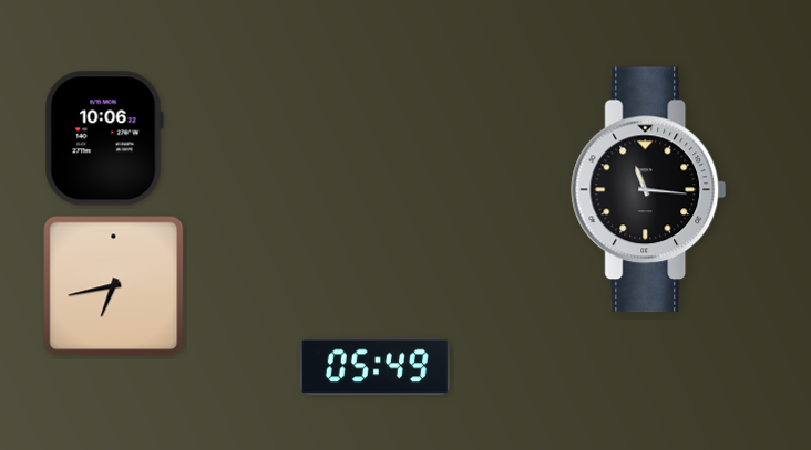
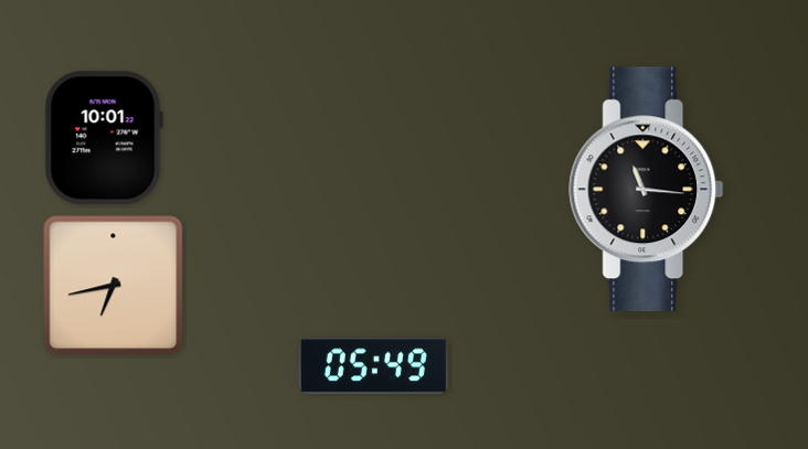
clock at (104, 138): 10:06 -> 10:01
